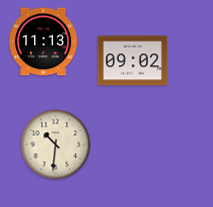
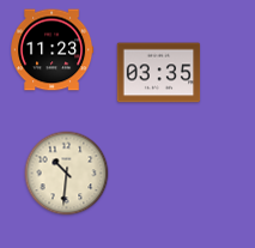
clock at (44, 42): 11:13 -> 11:23
clock at (133, 61): 09:02 -> 03:35
